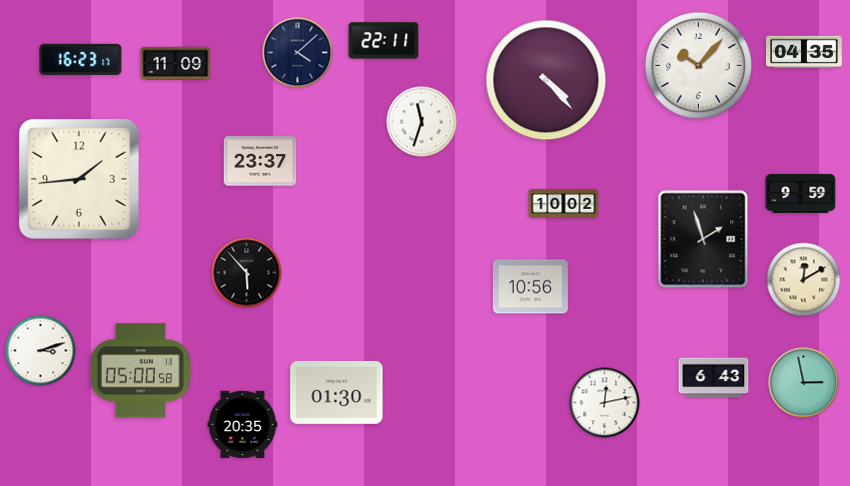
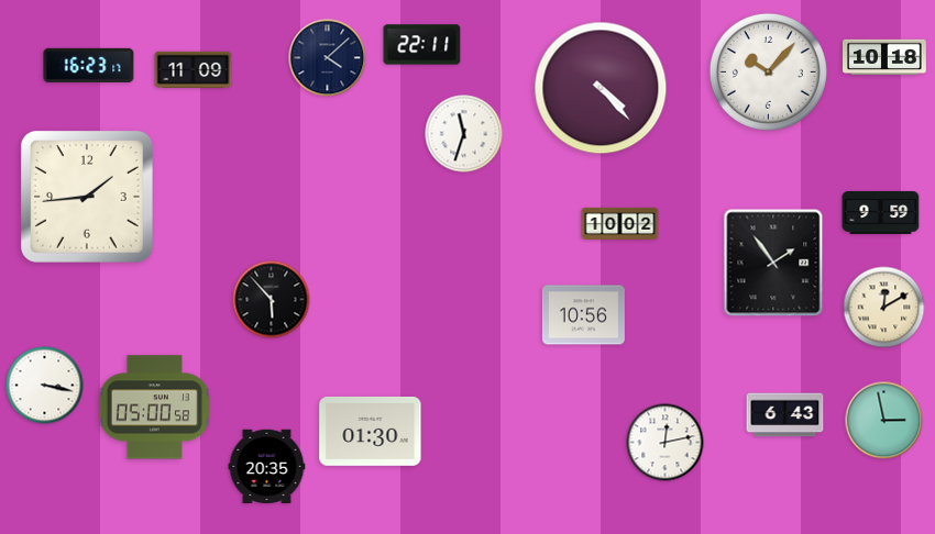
clock at (804, 52): 04:35 -> 10:18
clock at (260, 161): 23:37 -> none
clock at (703, 239): 1:57 -> 1:54
clock at (41, 351): 3:12 -> 3:17
